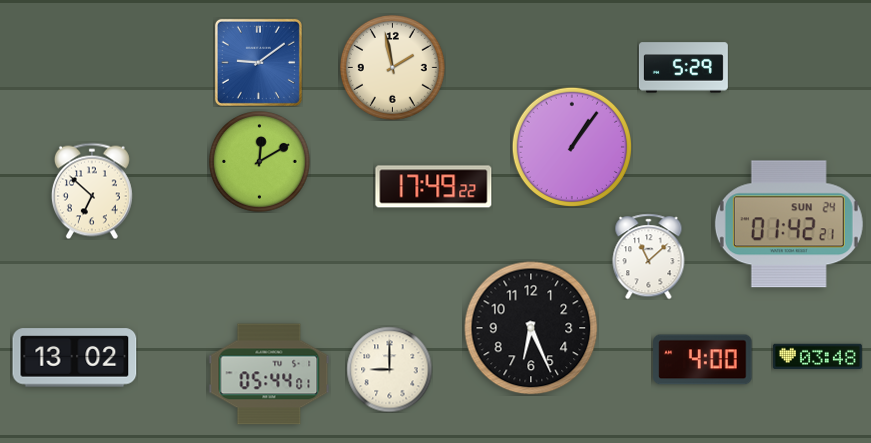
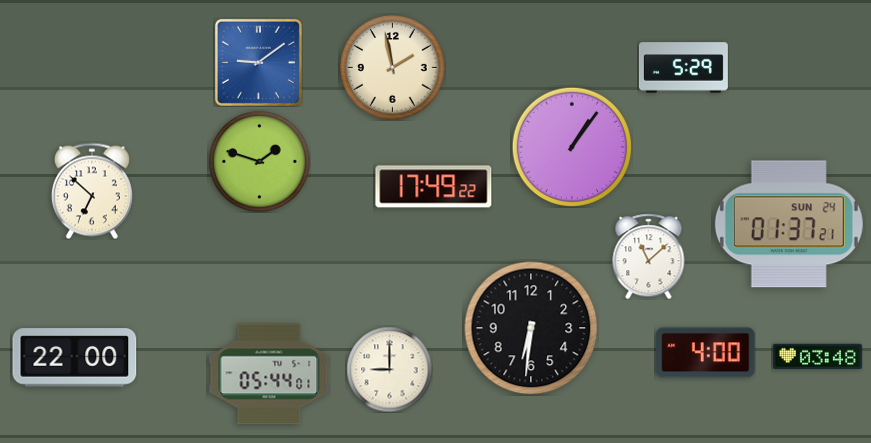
clock at (260, 162): 12:10 -> 1:48
clock at (789, 224): 01:42 -> 01:37
clock at (531, 328): 6:26 -> 6:31
clock at (75, 358): 13:02 -> 22:00
clock at (703, 360) position: (703, 360) -> (706, 353)
